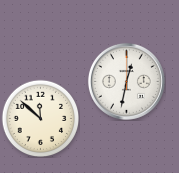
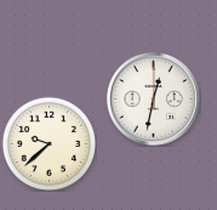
clock at (40, 118): 11:52 -> 9:38
